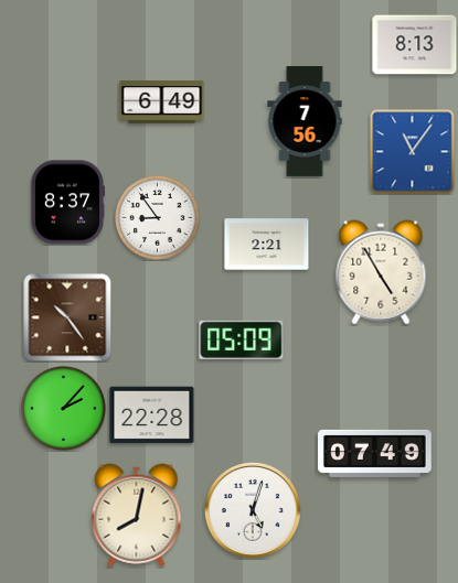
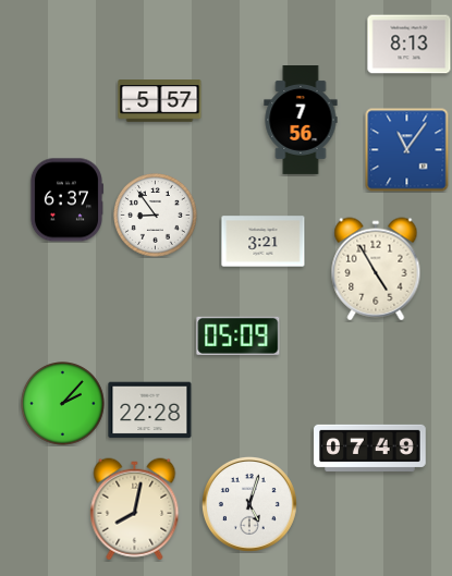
clock at (162, 102): 6:49 -> 5:57
clock at (67, 203): 8:37 -> 6:37
clock at (267, 245): 2:21 -> 3:21
clock at (67, 317): 10:24 -> none
